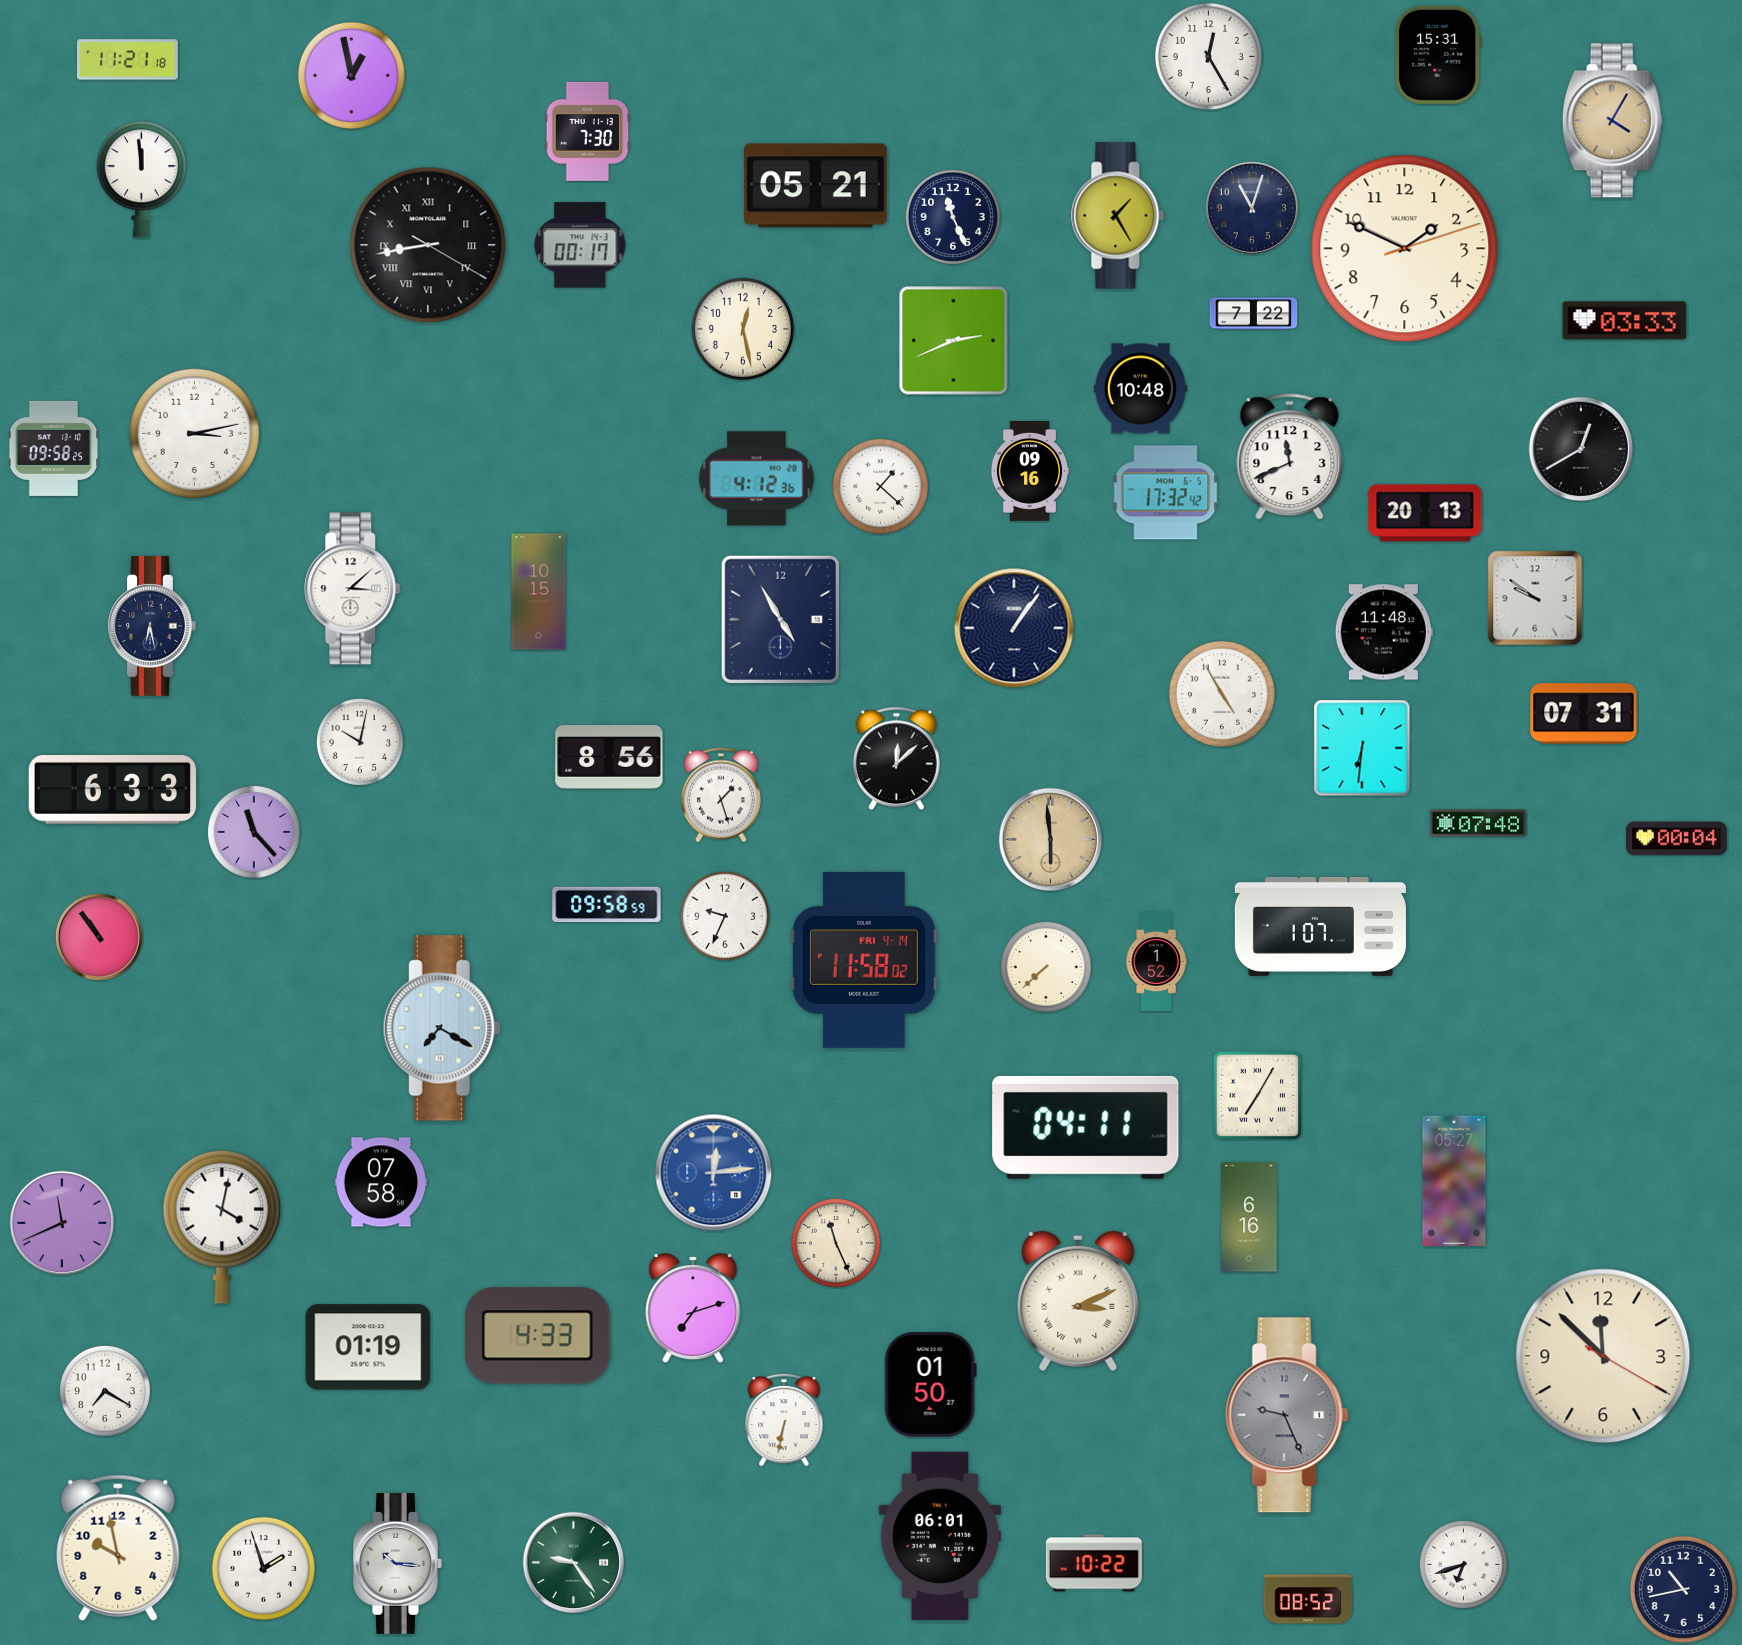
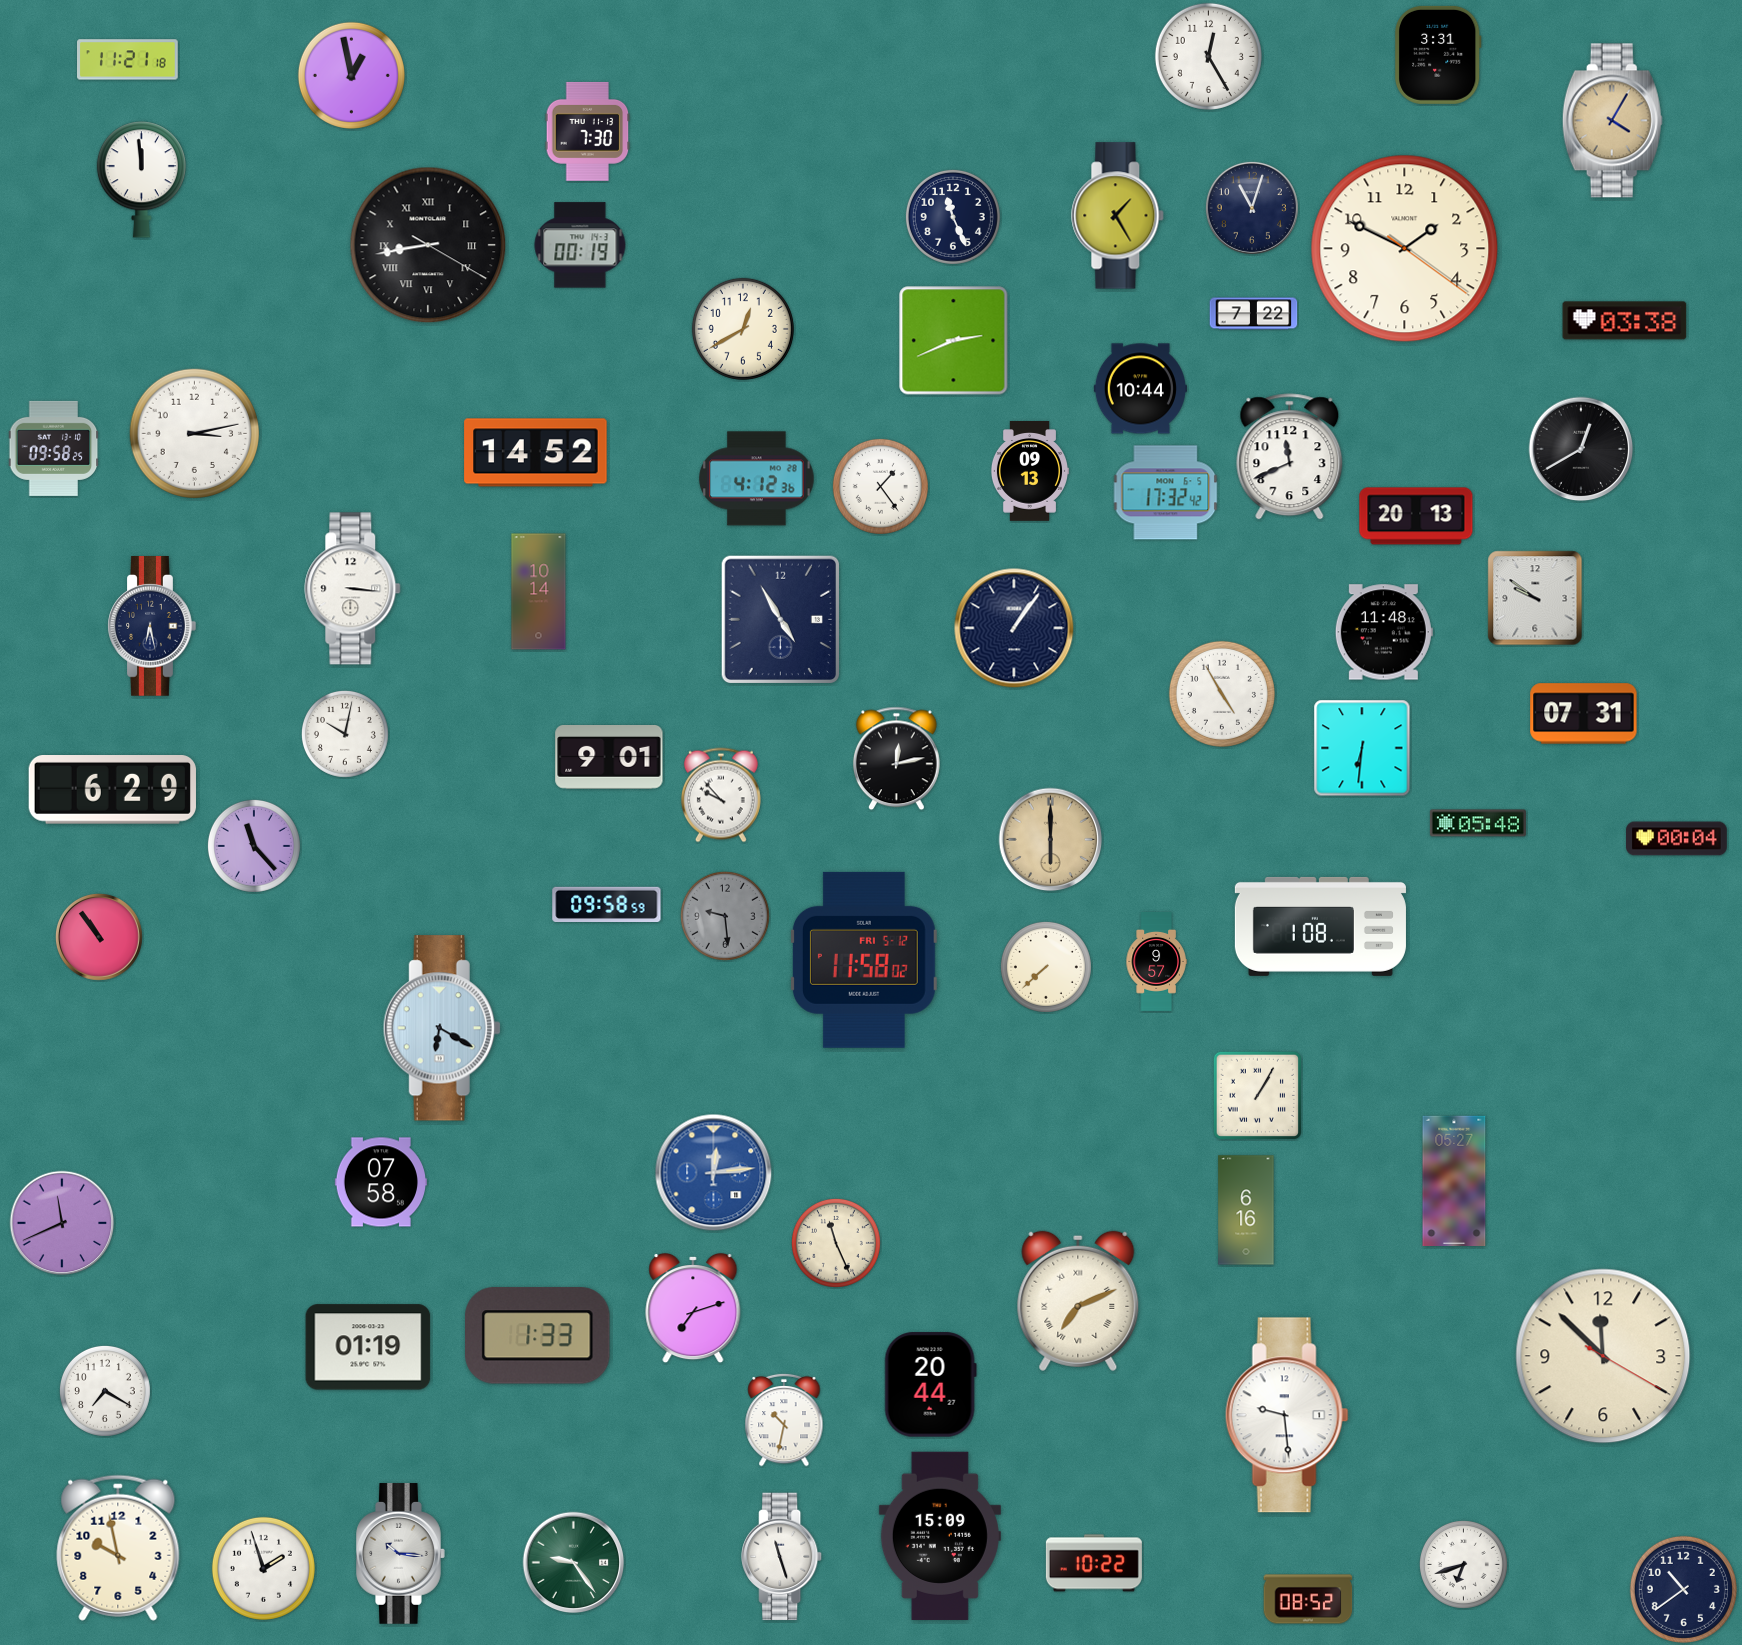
clock at (1438, 55): 15:31 -> 3:31
clock at (816, 186): 05:21 -> none
clock at (580, 245): 00:17 -> 00:19
clock at (1405, 249): 1:49:12 -> 1:49:21
clock at (1625, 321): 03:33 -> 03:38
clock at (743, 329): 12:28 -> 12:40
clock at (1140, 389): 10:48 -> 10:44
clock at (536, 453): none -> 14:52
clock at (1030, 472): 09:16 -> 09:13
clock at (880, 486): 1:22 -> 1:24
clock at (1425, 513) position: (1425, 513) -> (1416, 516)
clock at (353, 589): 3:08 -> 3:16
clock at (539, 592): 10:15 -> 10:14
clock at (360, 742) position: (360, 742) -> (345, 734)
clock at (609, 758): 8:56 -> 9:01
clock at (896, 759): 12:08 -> 12:13
clock at (112, 790): 6:33 -> 6:29
clock at (721, 795): 1:27 -> 9:53
clock at (1478, 823): 07:48 -> 05:48
clock at (254, 832) position: (254, 832) -> (254, 846)
clock at (1051, 840): 5:59 -> 6:00
clock at (725, 916): 9:34 -> 9:29
clock at (725, 916) dial: white -> grey
clock at (1320, 926): 1:07 -> 1:08
clock at (864, 960) date: FRI 4-14 -> FRI 5-12
clock at (1156, 962): 1:52 -> 9:57
clock at (442, 1028): 7:20 -> 6:20
clock at (1257, 1095): 7:05 -> 1:05
clock at (1086, 1127): 04:11 -> none
clock at (1249, 1217) position: (1249, 1217) -> (1246, 1210)
clock at (222, 1227): 4:02 -> none
clock at (1078, 1301): 3:11 -> 7:11
clock at (538, 1336): 4:33 -> 1:33
clock at (930, 1385): 01:50 -> 20:44
clock at (1287, 1415): 9:26 -> 9:29
clock at (1287, 1415) dial: grey -> white
clock at (784, 1420): 6:32 -> 10:32
clock at (940, 1536): 06:01 -> 15:09
clock at (782, 1557): none -> 11:27
clock at (398, 1564) position: (398, 1564) -> (401, 1554)
clock at (1683, 1589): 10:43 -> 10:39
